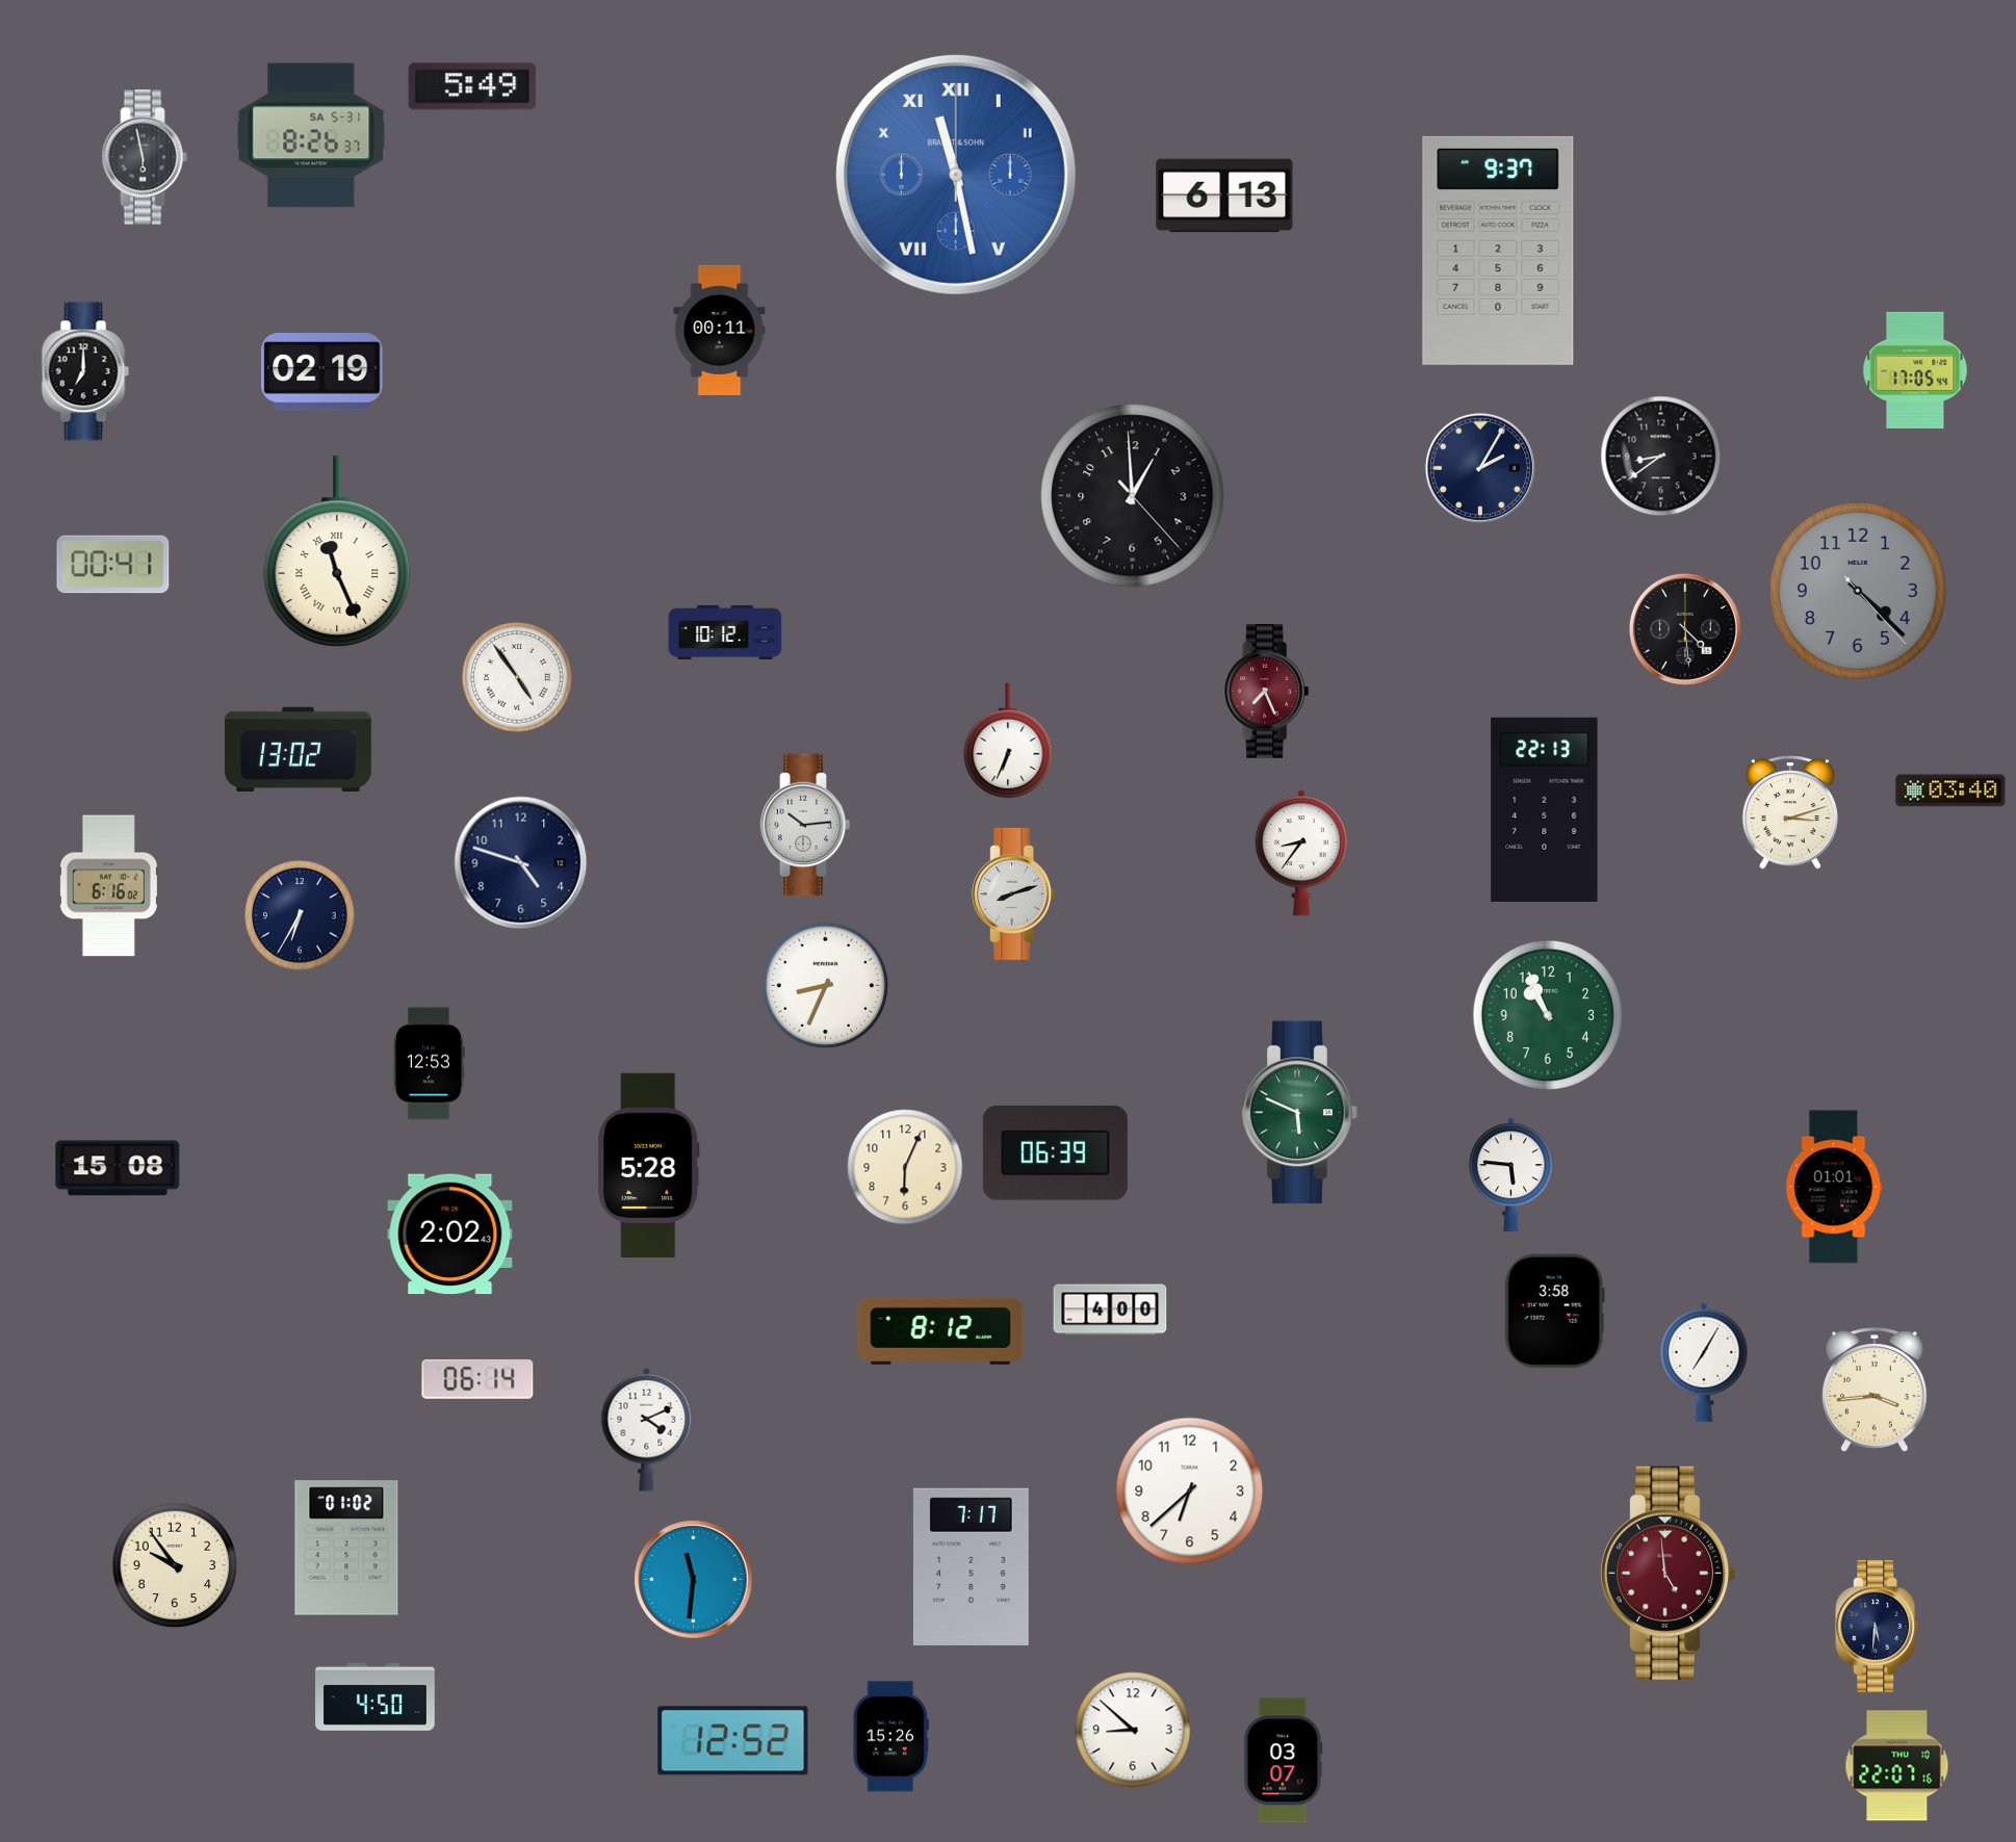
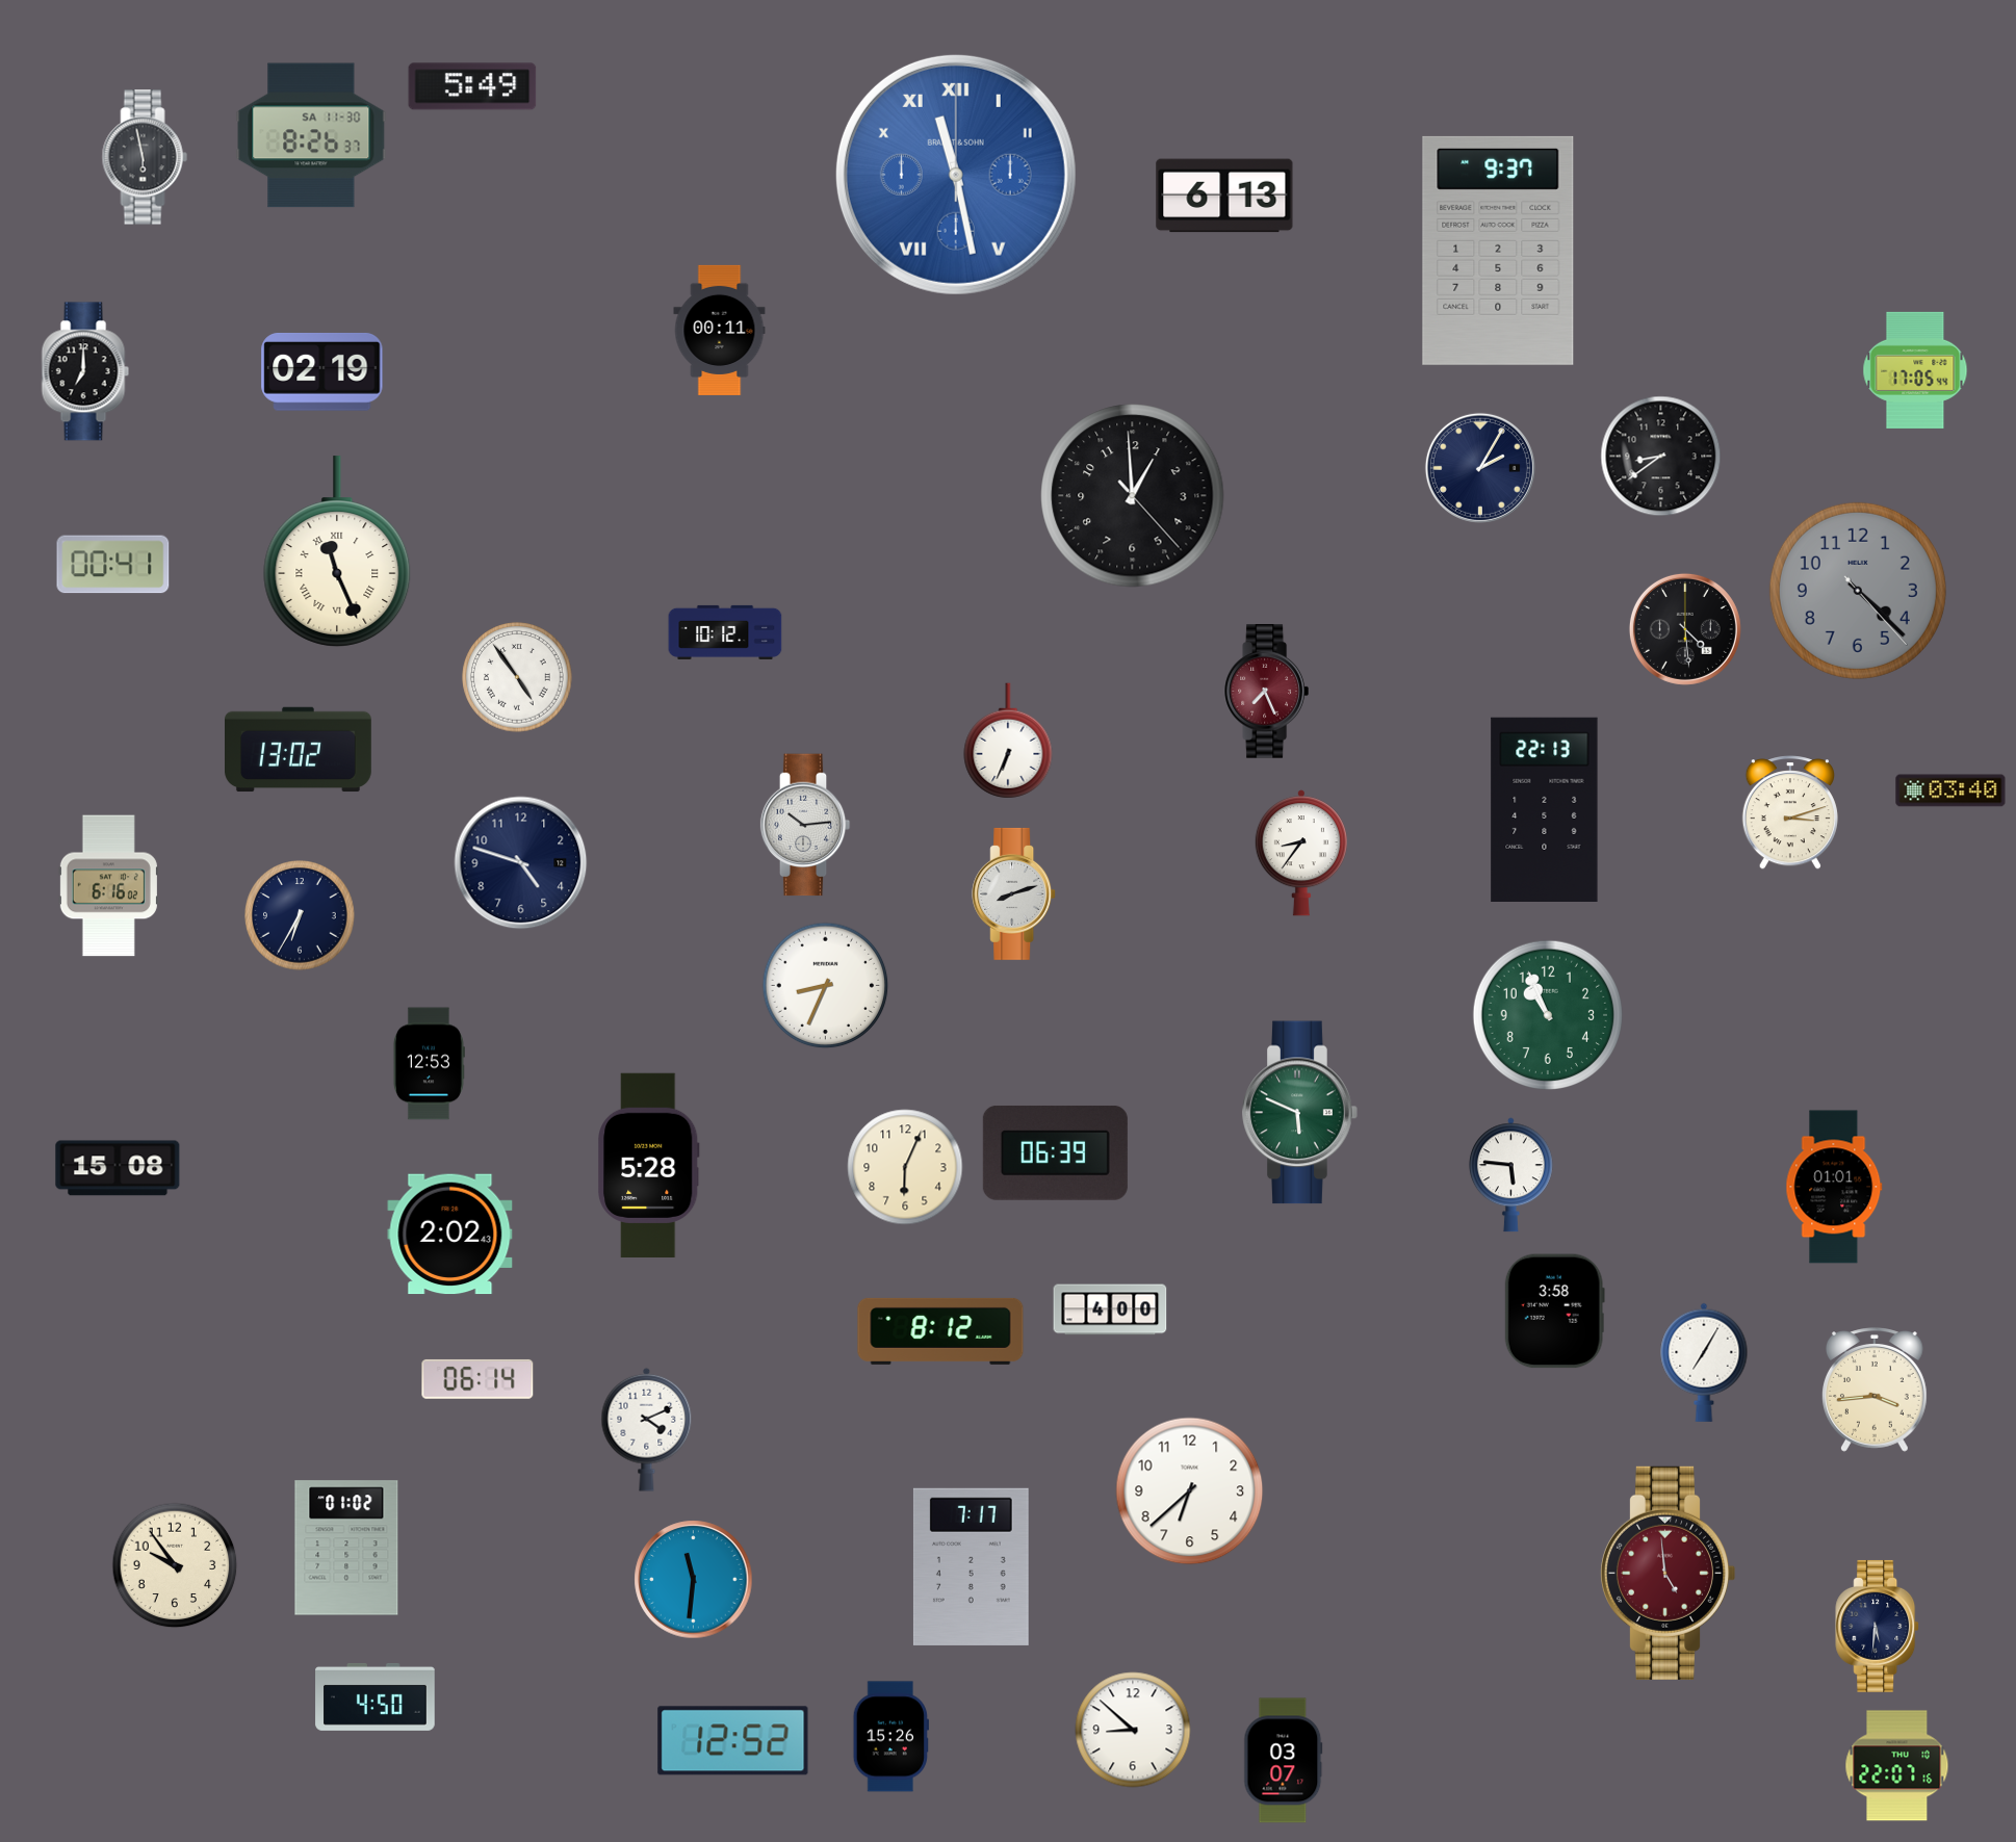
clock at (311, 135) date: SA 5-31 -> SA 11-30
